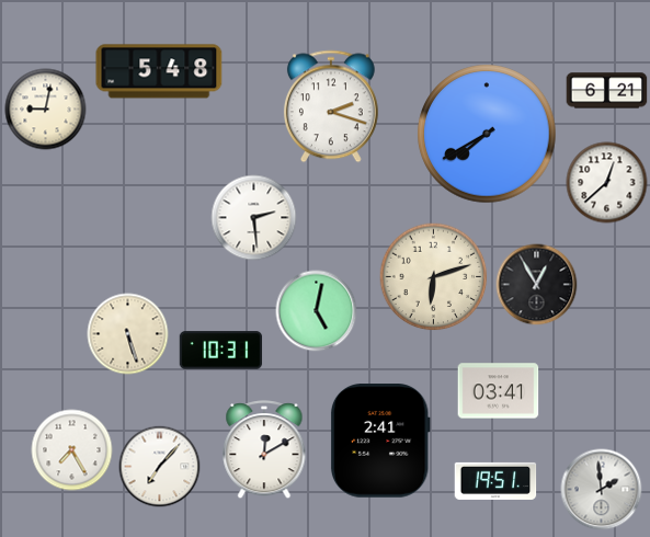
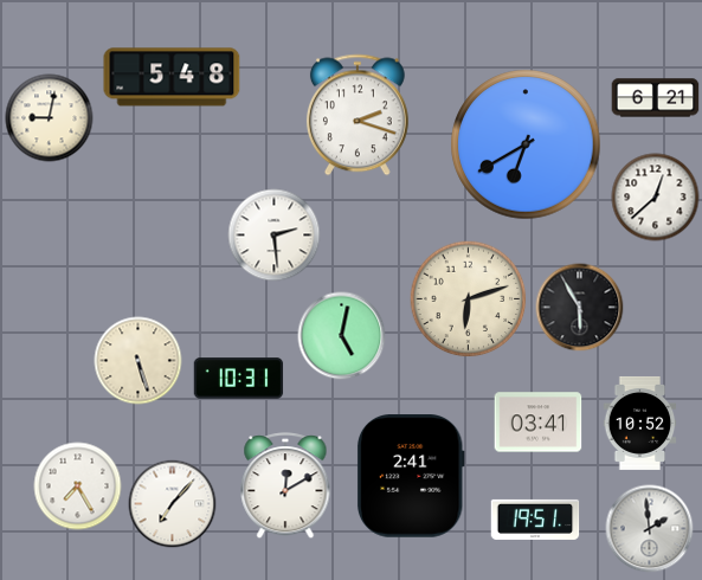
clock at (487, 134): 7:40 -> 6:40
clock at (537, 285): 12:55 -> 5:55
clock at (640, 423): none -> 10:52
